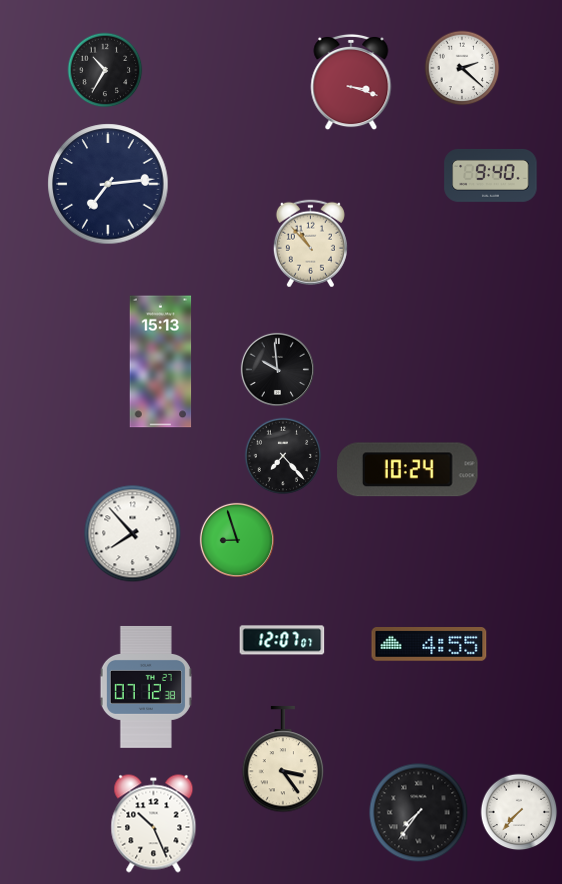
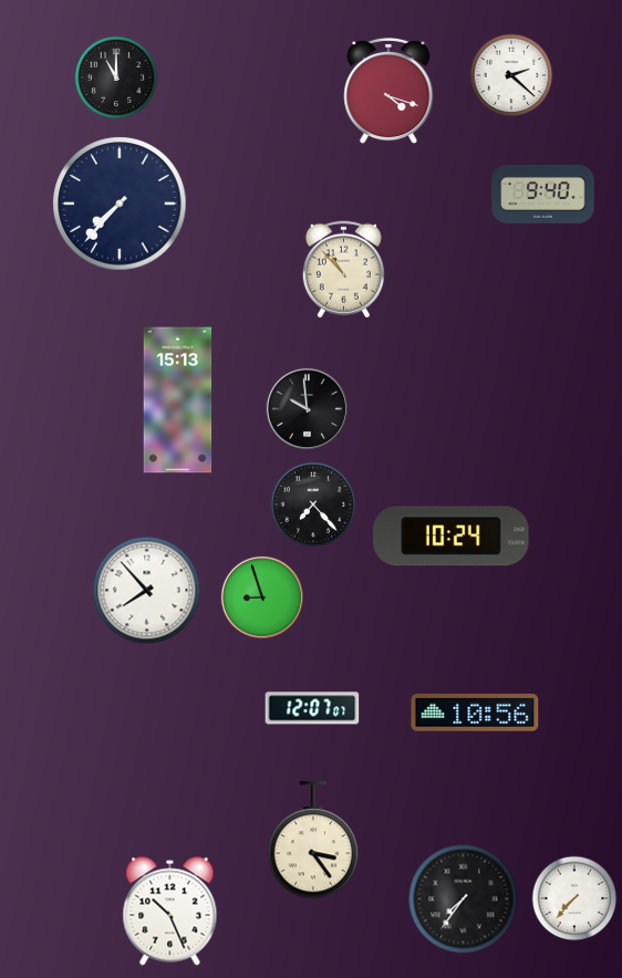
clock at (105, 70): 10:35 -> 11:00
clock at (351, 82): 3:18 -> 4:18
clock at (108, 184): 7:14 -> 7:37
clock at (408, 470) position: (408, 470) -> (452, 537)
clock at (429, 644): 4:55 -> 10:56
clock at (146, 687): 07:12 -> none
